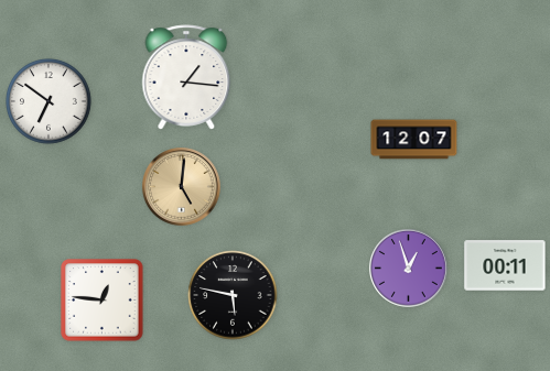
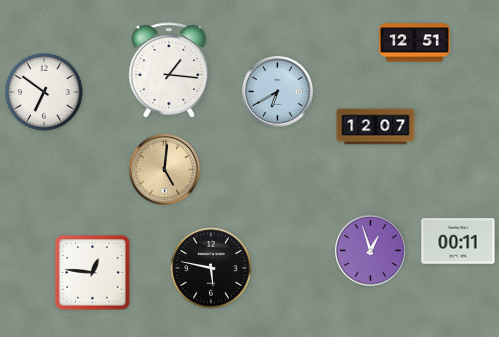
clock at (415, 43): none -> 12:51
clock at (278, 92): none -> 6:40
clock at (409, 269) position: (409, 269) -> (371, 251)
